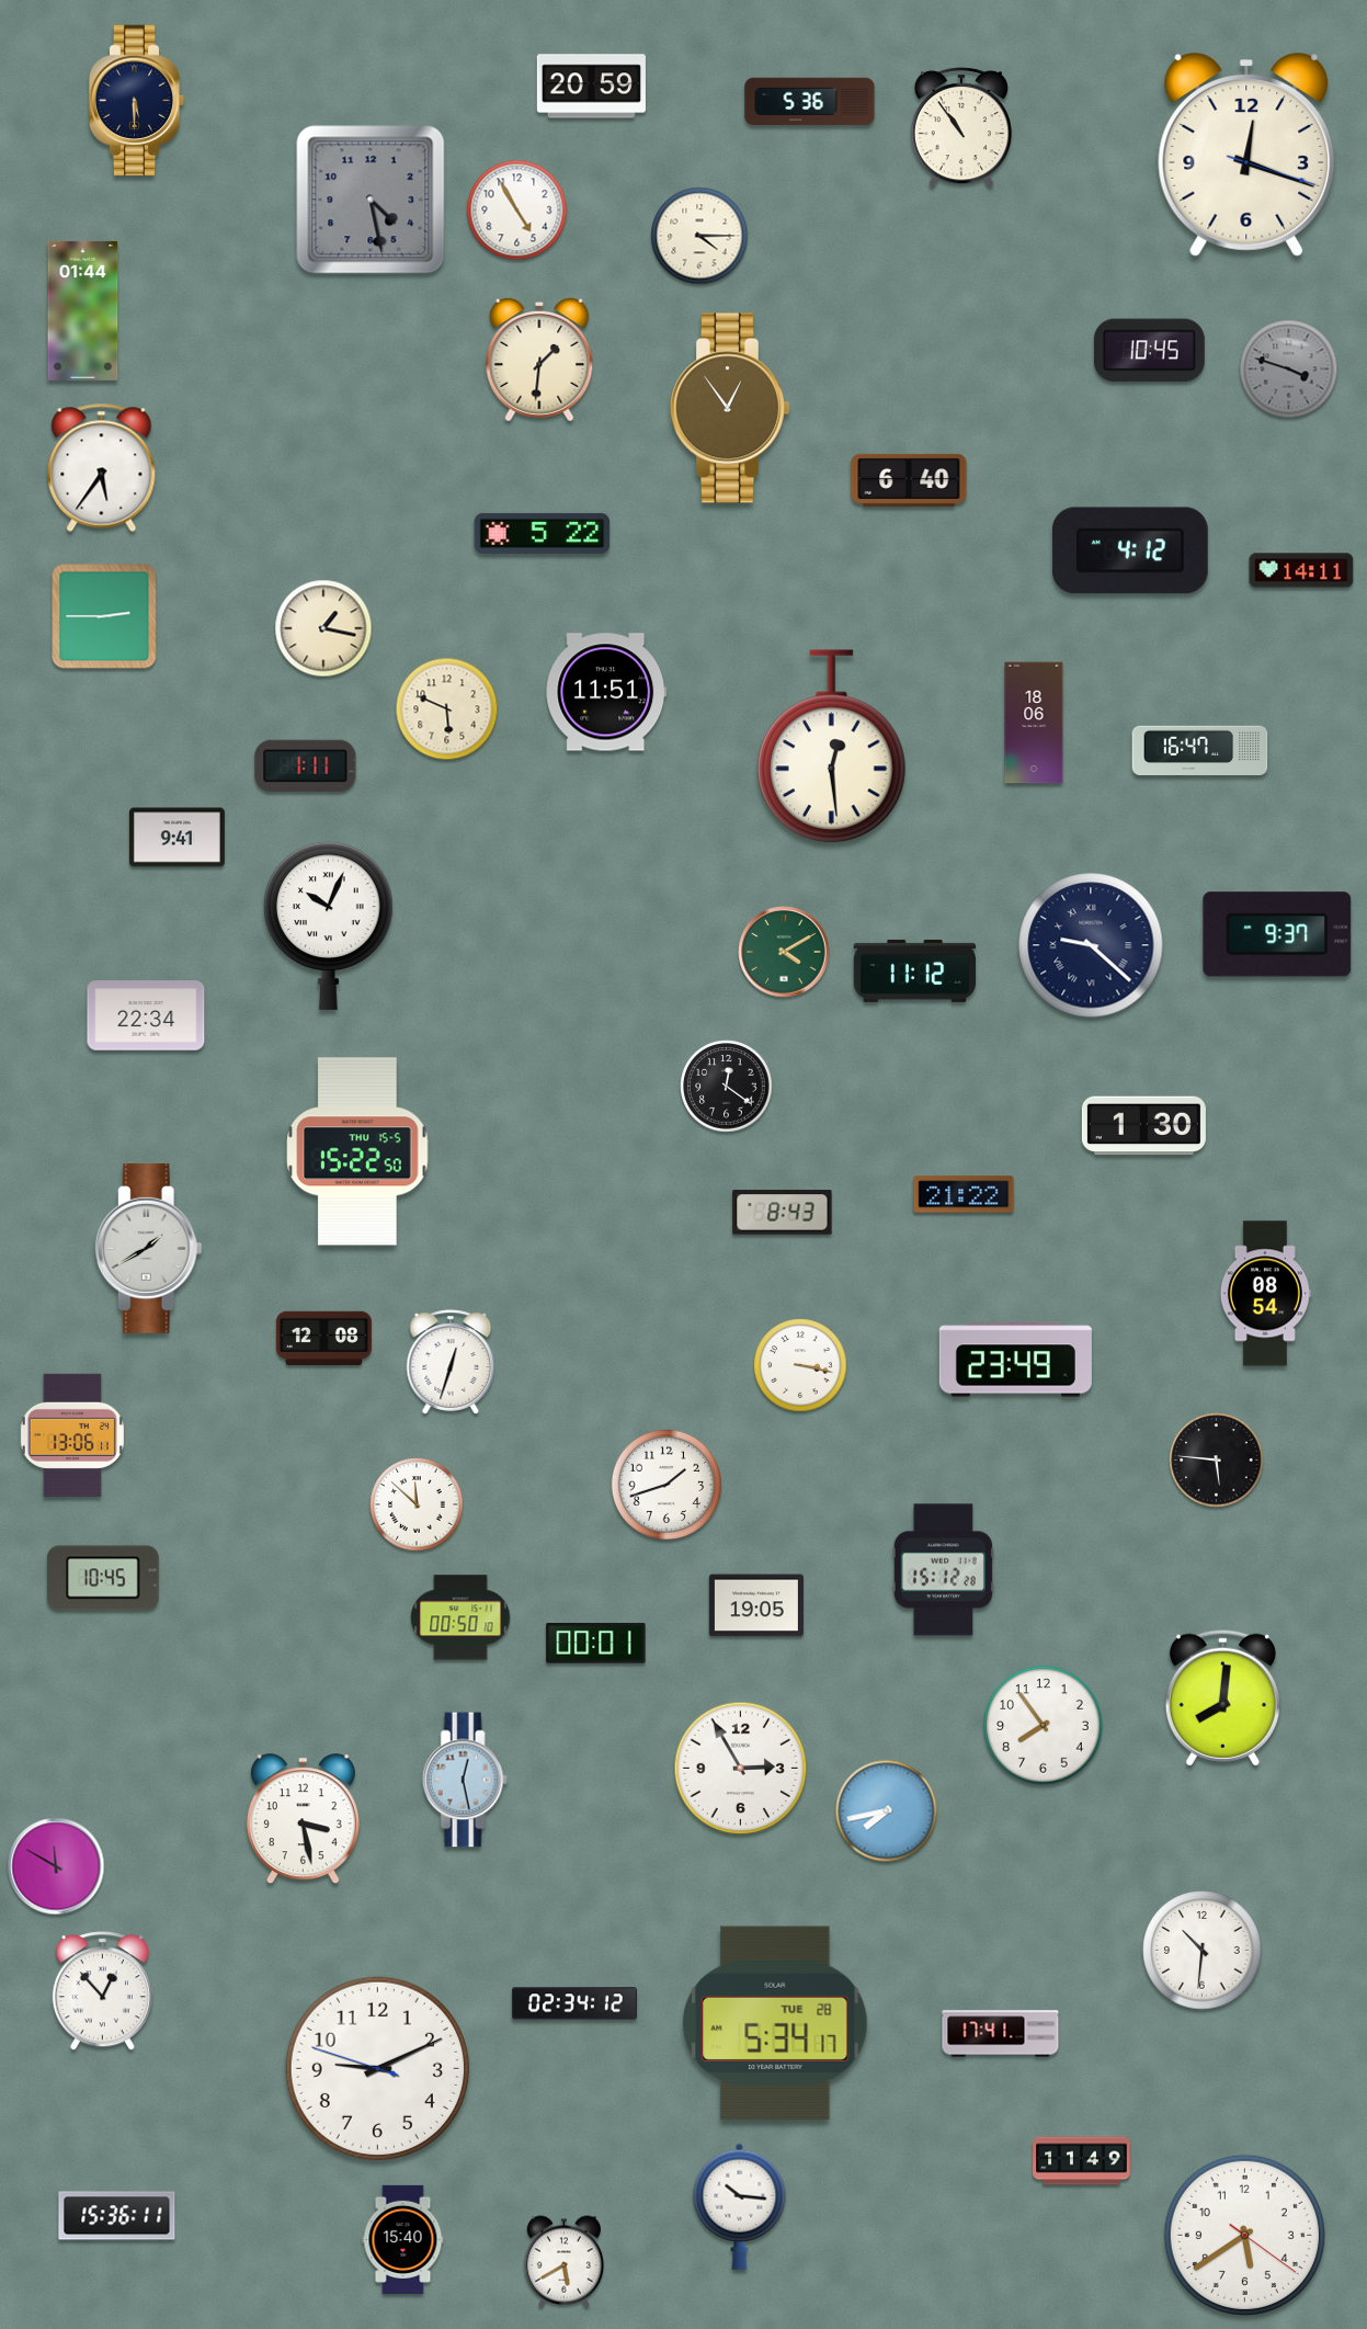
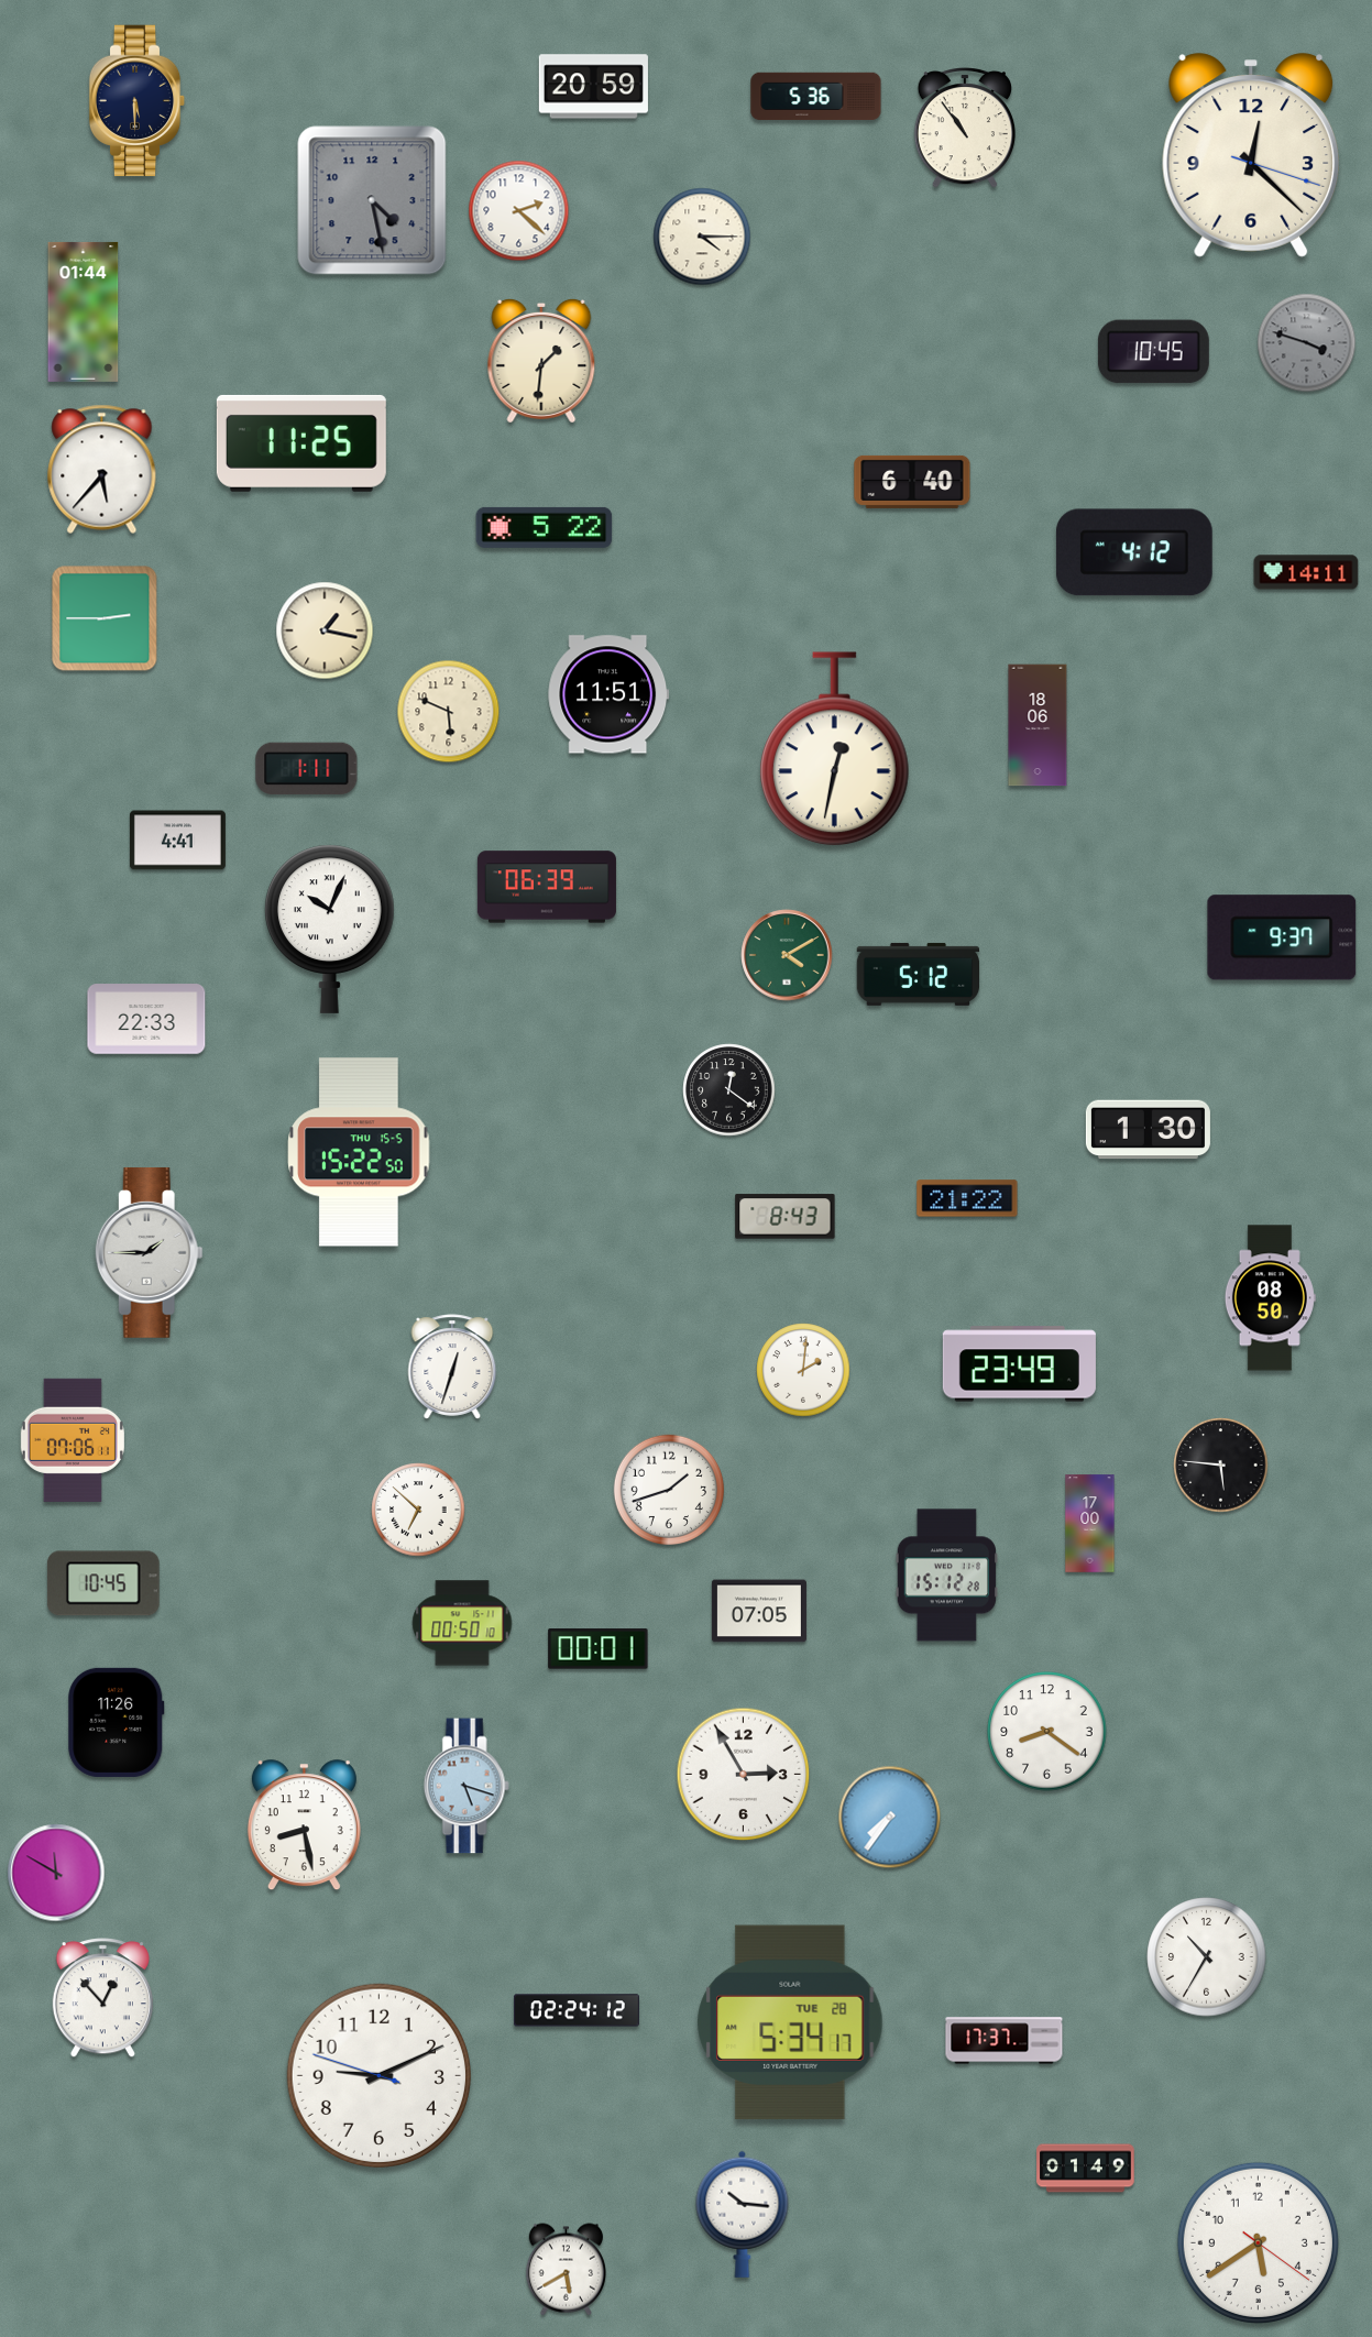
clock at (810, 102) position: (810, 102) -> (816, 97)
clock at (1246, 155): 12:18 -> 12:22
clock at (517, 211): 4:55 -> 2:22
clock at (1289, 370) position: (1289, 370) -> (1307, 343)
clock at (730, 408): 12:54 -> none
clock at (301, 443): none -> 11:25
clock at (102, 467): 5:36 -> 5:37
clock at (543, 533) position: (543, 533) -> (545, 527)
clock at (831, 747): 12:29 -> 12:32
clock at (1200, 751): 16:47 -> none
clock at (176, 838): 9:41 -> 4:41
clock at (547, 887): none -> 06:39
clock at (1091, 945): 9:22 -> none
clock at (915, 970): 11:12 -> 5:12
clock at (146, 1015): 22:34 -> 22:33
clock at (357, 1151) position: (357, 1151) -> (359, 1152)
clock at (148, 1248): 1:40 -> 1:45
clock at (1265, 1294): 08:54 -> 08:50
clock at (323, 1338): 12:08 -> none
clock at (800, 1365): 3:17 -> 2:01
clock at (72, 1435): 13:06 -> 07:06
clock at (417, 1504): 11:52 -> 6:52
clock at (1090, 1524): none -> 17:00
clock at (756, 1605): 19:05 -> 07:05
clock at (1222, 1697): 8:01 -> none
clock at (117, 1722): none -> 11:26
clock at (1044, 1726): 7:54 -> 8:21
clock at (465, 1780): 12:28 -> 5:18
clock at (887, 1811): 7:43 -> 7:36
clock at (303, 1819): 3:28 -> 8:28
clock at (1203, 1951): 10:31 -> 10:35
clock at (574, 2003): 02:34 -> 02:24
clock at (775, 2023) position: (775, 2023) -> (790, 2022)
clock at (1001, 2034): 17:41 -> 17:37
clock at (1082, 2161): 11:49 -> 01:49
clock at (117, 2216): 15:36 -> none
clock at (1244, 2235) position: (1244, 2235) -> (1258, 2242)
clock at (403, 2239): 15:40 -> none
